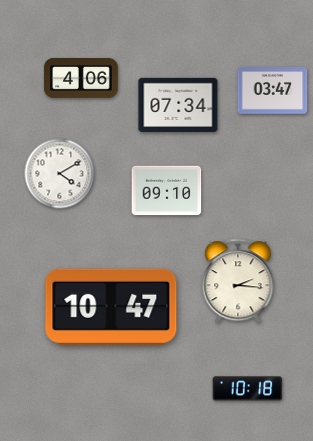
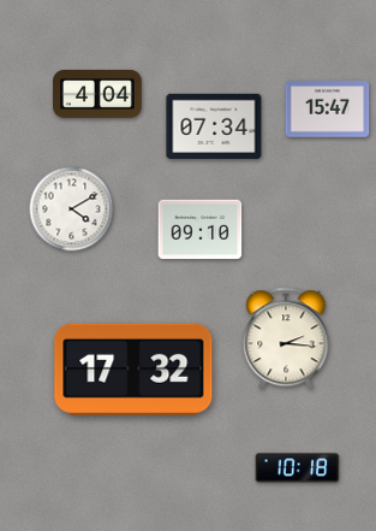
clock at (81, 79): 4:06 -> 4:04
clock at (273, 91): 03:47 -> 15:47
clock at (111, 307): 10:47 -> 17:32
